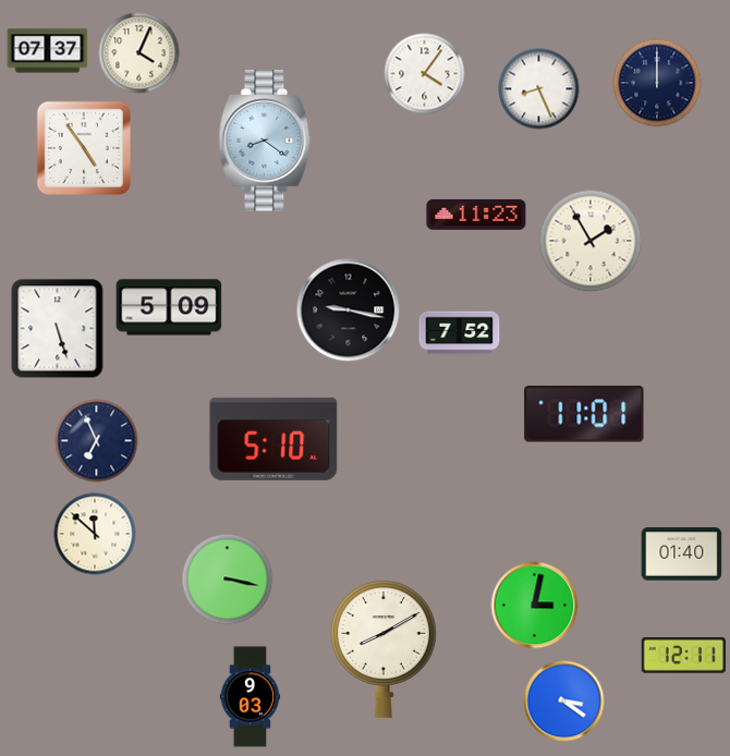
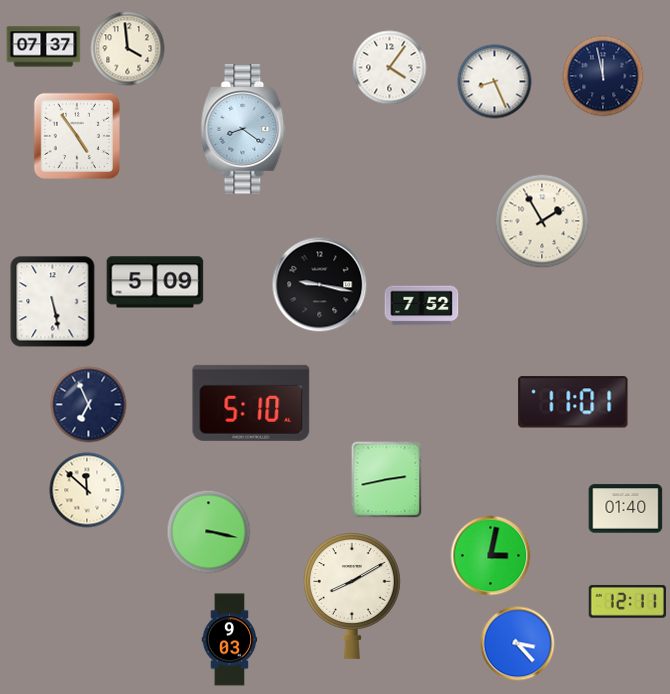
clock at (139, 53): 4:04 -> 3:59
clock at (657, 83): 12:00 -> 11:58
clock at (476, 215): 11:23 -> none
clock at (58, 329): 5:27 -> 5:28
clock at (584, 414) position: (584, 414) -> (573, 402)
clock at (387, 480): none -> 2:43
clock at (564, 702): 3:21 -> 3:23
